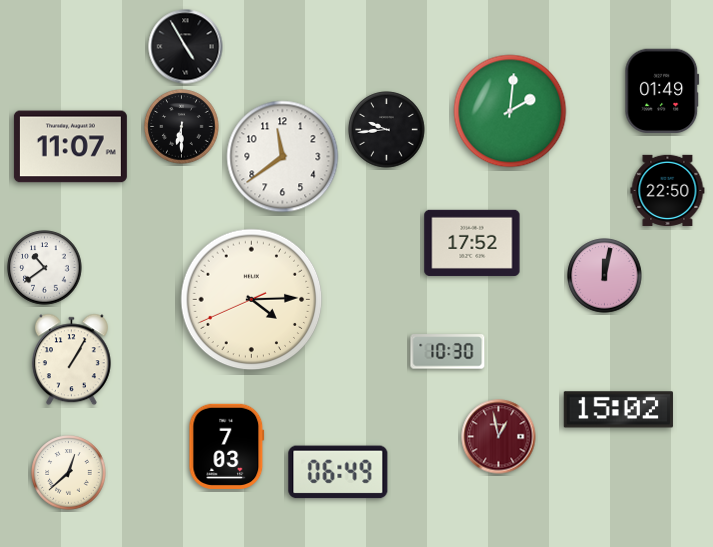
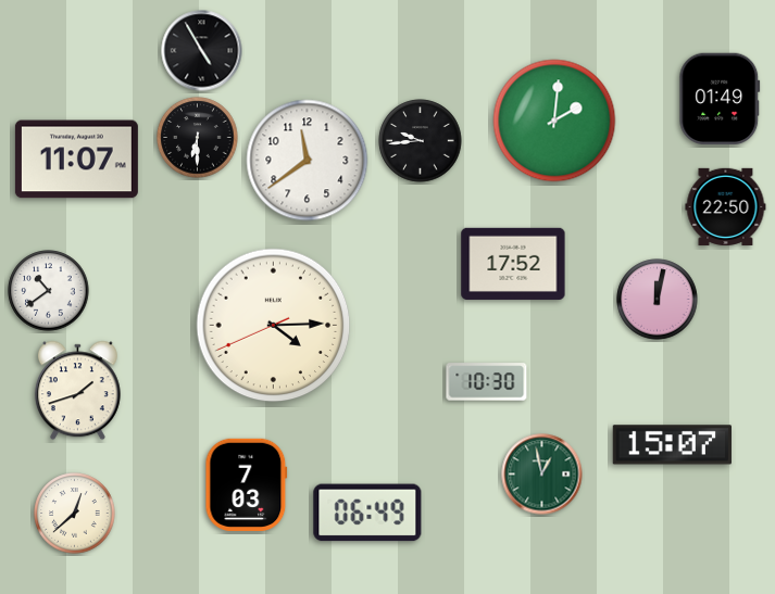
clock at (283, 157) position: (283, 157) -> (308, 161)
clock at (71, 360): 1:05 -> 1:42
clock at (618, 410): 15:02 -> 15:07
clock at (499, 437) dial: burgundy -> green
